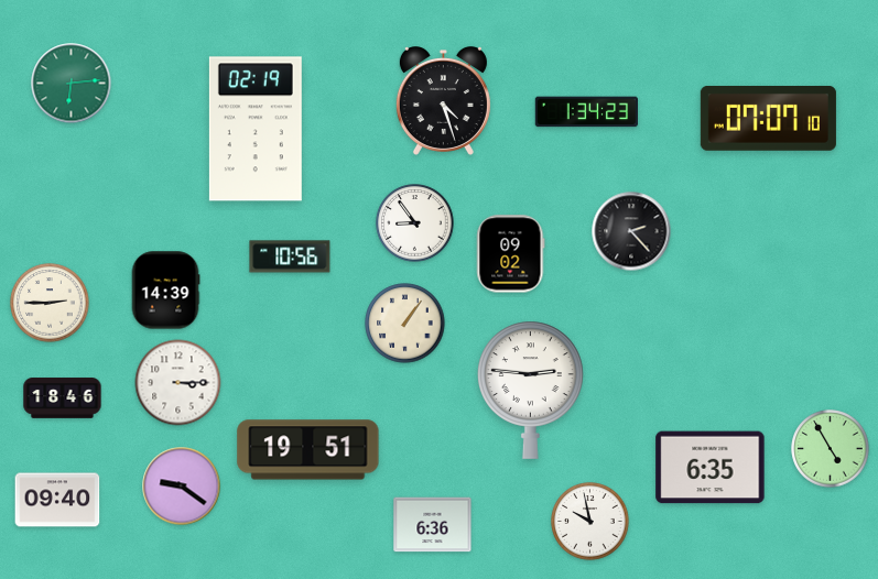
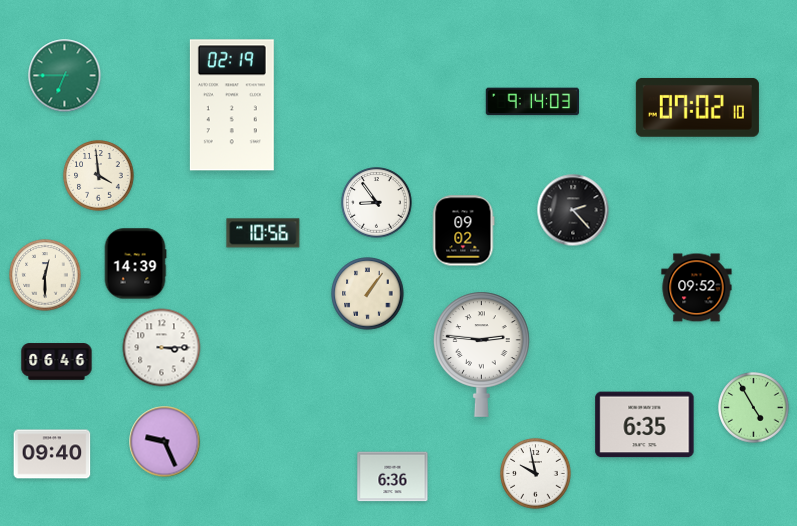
clock at (72, 84): 6:14 -> 6:45
clock at (443, 101): 4:27 -> none
clock at (586, 112): 1:34 -> 9:14
clock at (768, 118): 07:07 -> 07:02
clock at (256, 129) position: (256, 129) -> (232, 105)
clock at (99, 176): none -> 3:59
clock at (165, 291) position: (165, 291) -> (135, 264)
clock at (50, 303): 2:45 -> 12:30
clock at (697, 288): none -> 09:52
clock at (63, 398): 18:46 -> 06:46
clock at (308, 450): 19:51 -> none
clock at (182, 487): 9:21 -> 9:26
